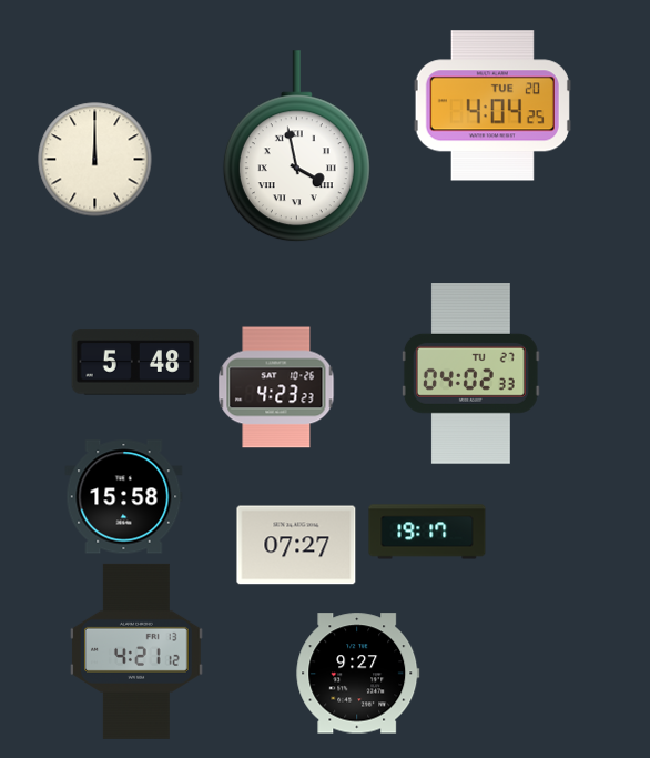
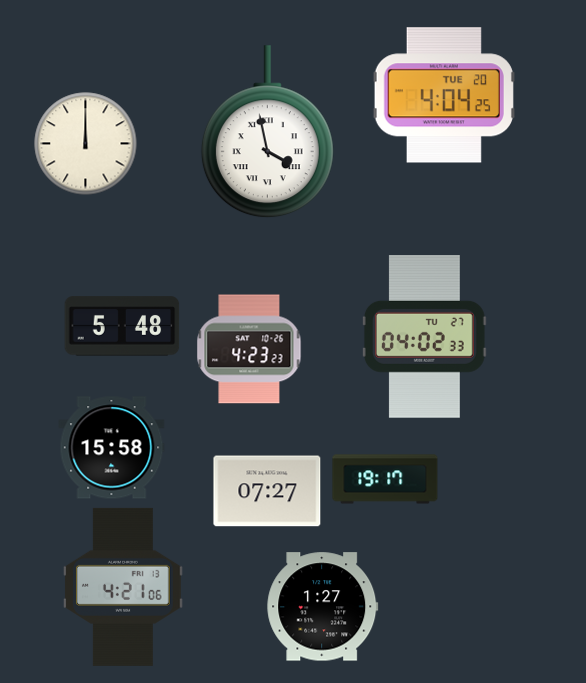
clock at (138, 651): 4:21:12 -> 4:21:06
clock at (358, 674): 9:27 -> 1:27
